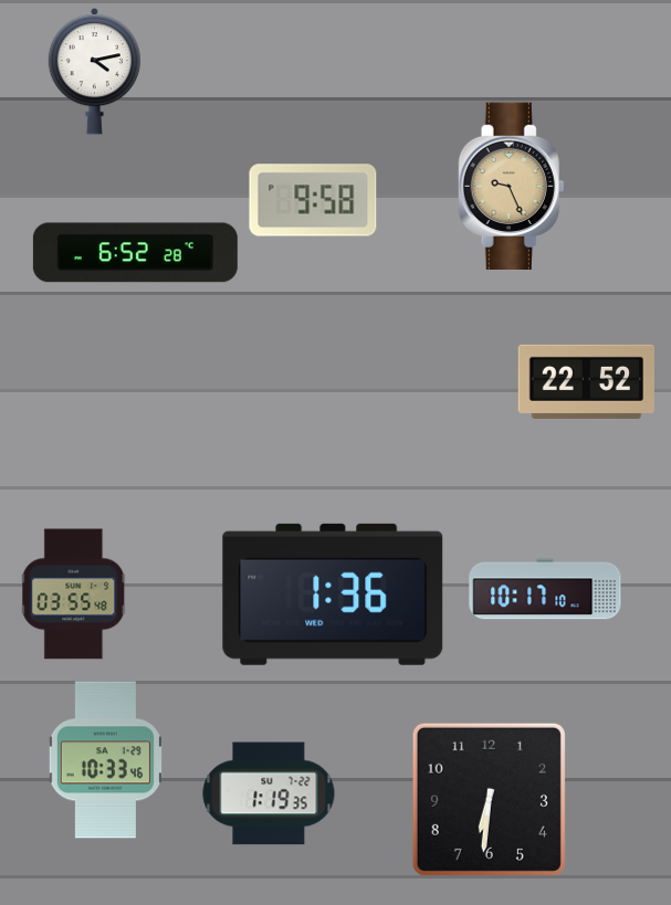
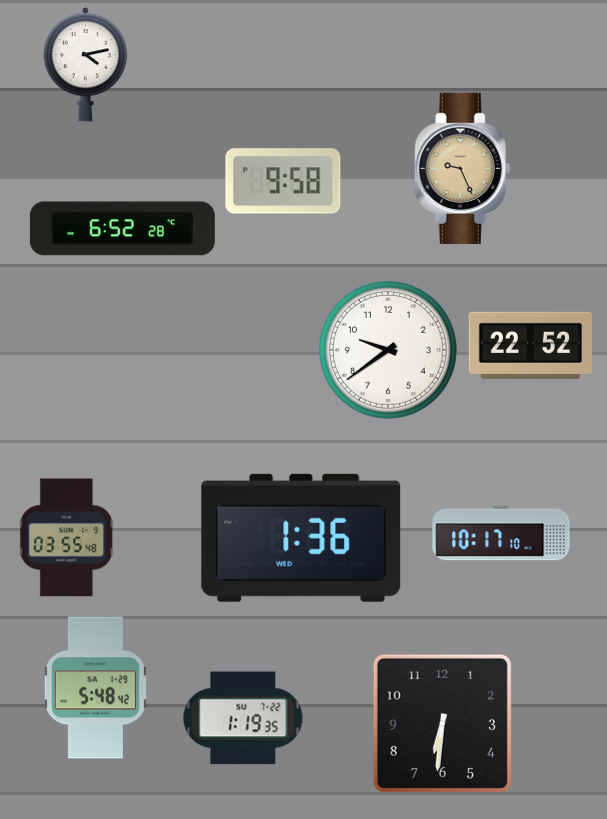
clock at (388, 350): none -> 9:39
clock at (545, 589) position: (545, 589) -> (501, 533)
clock at (105, 760): 10:33 -> 5:48
